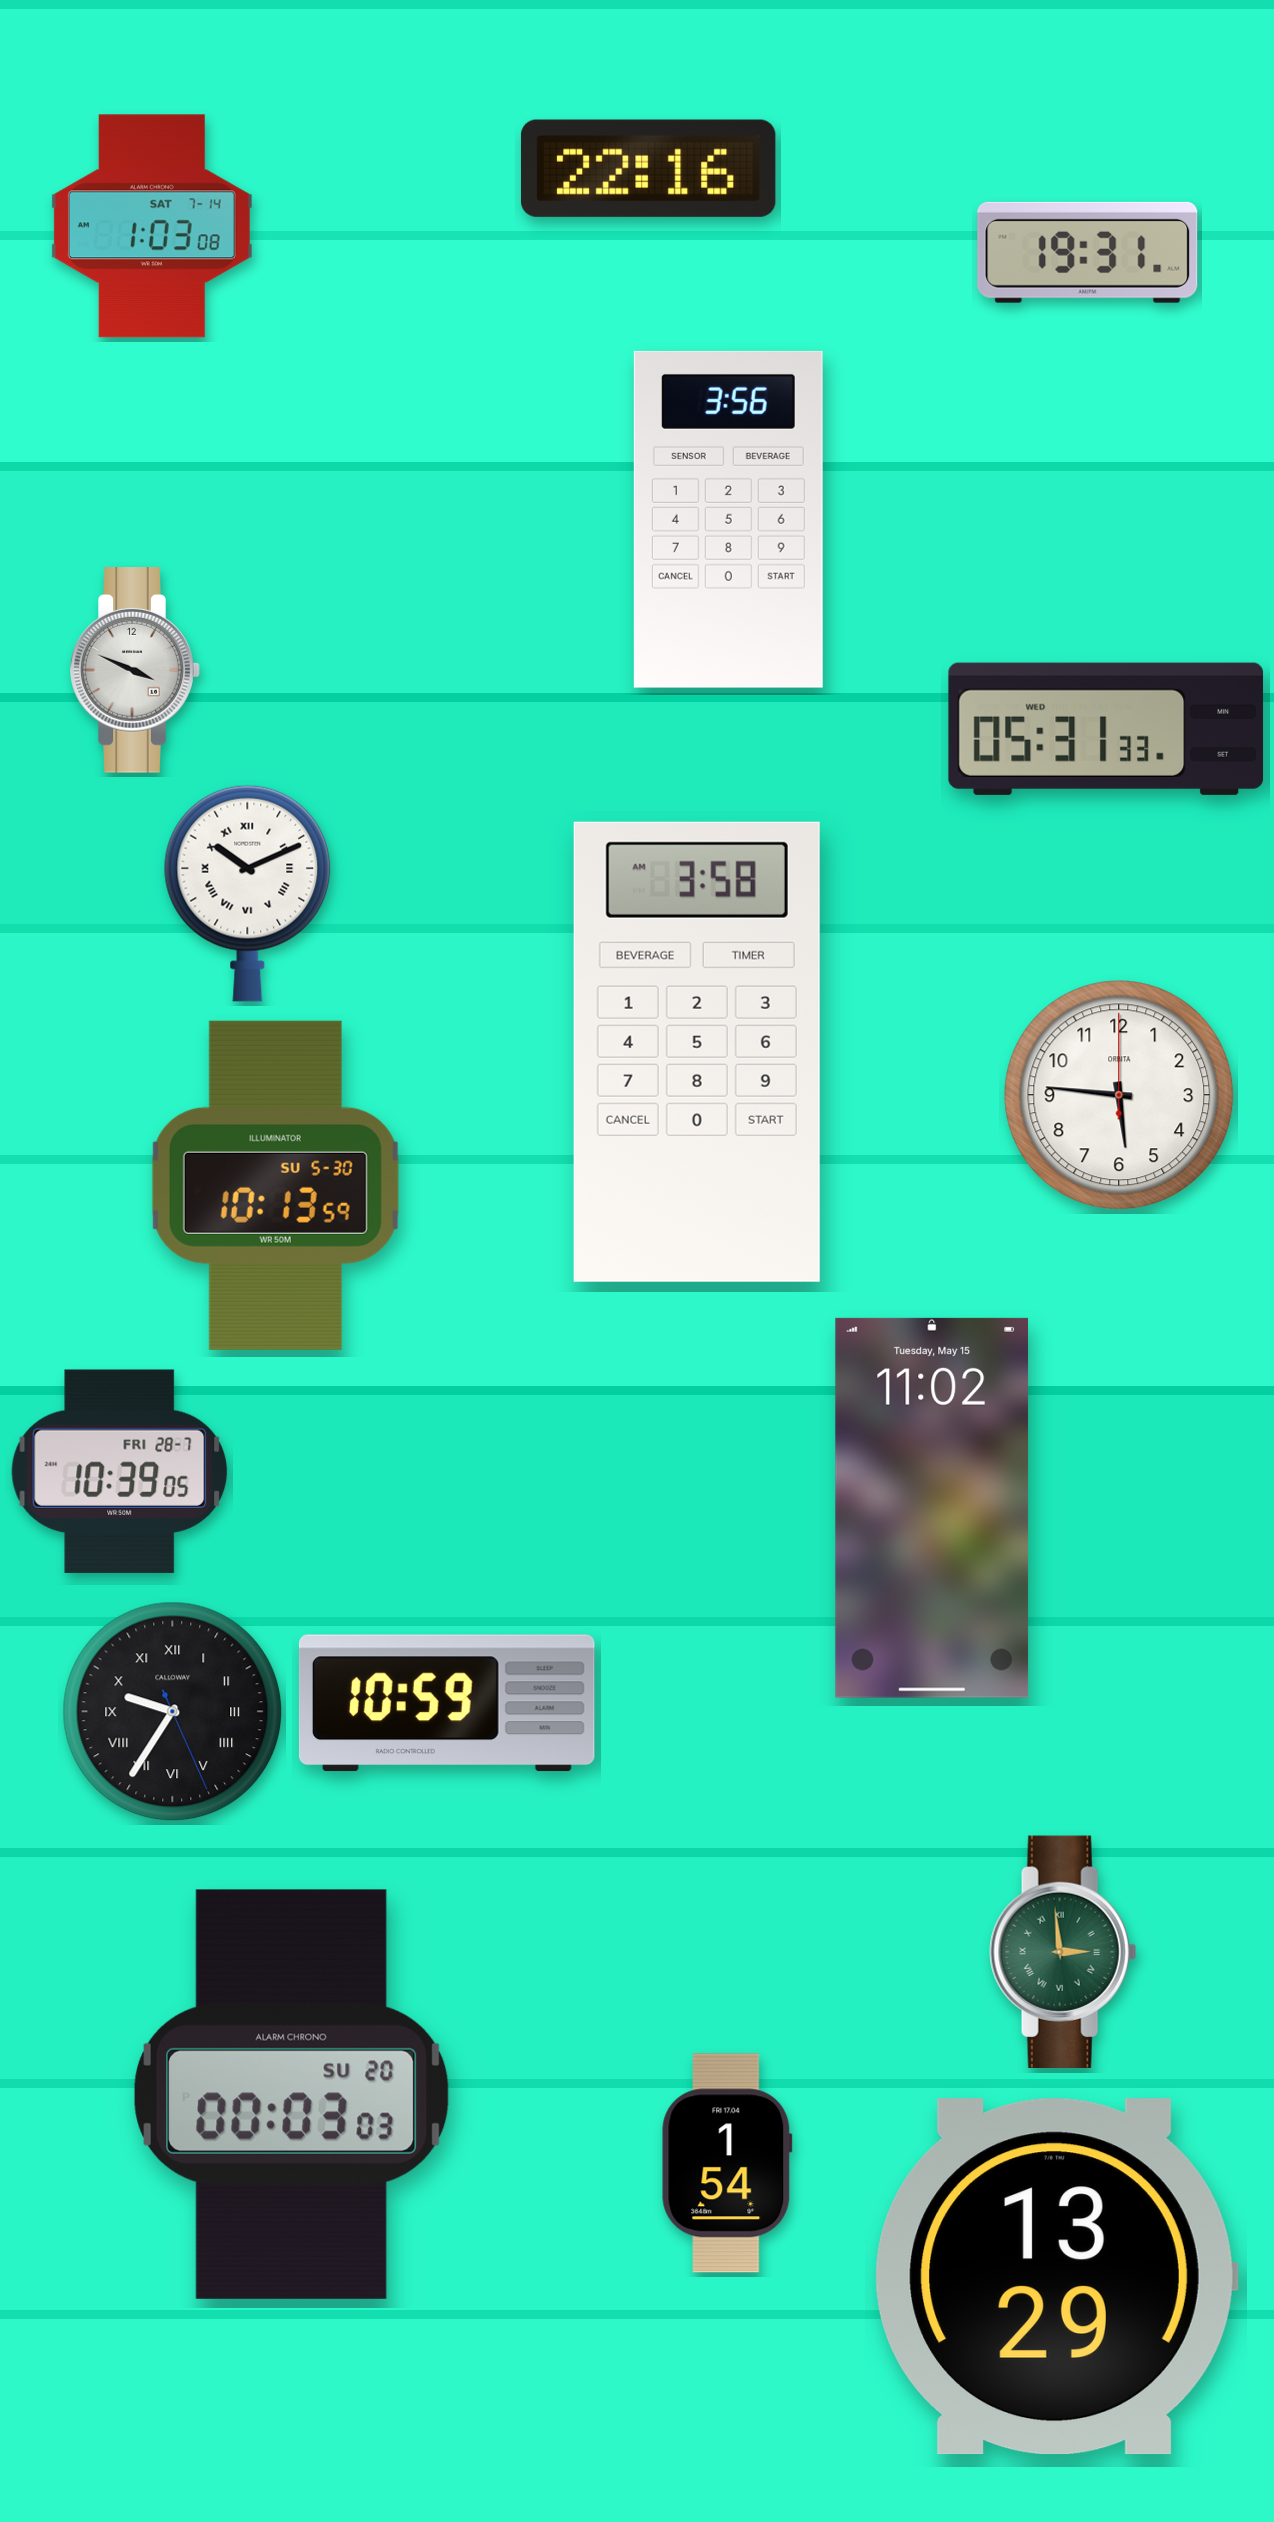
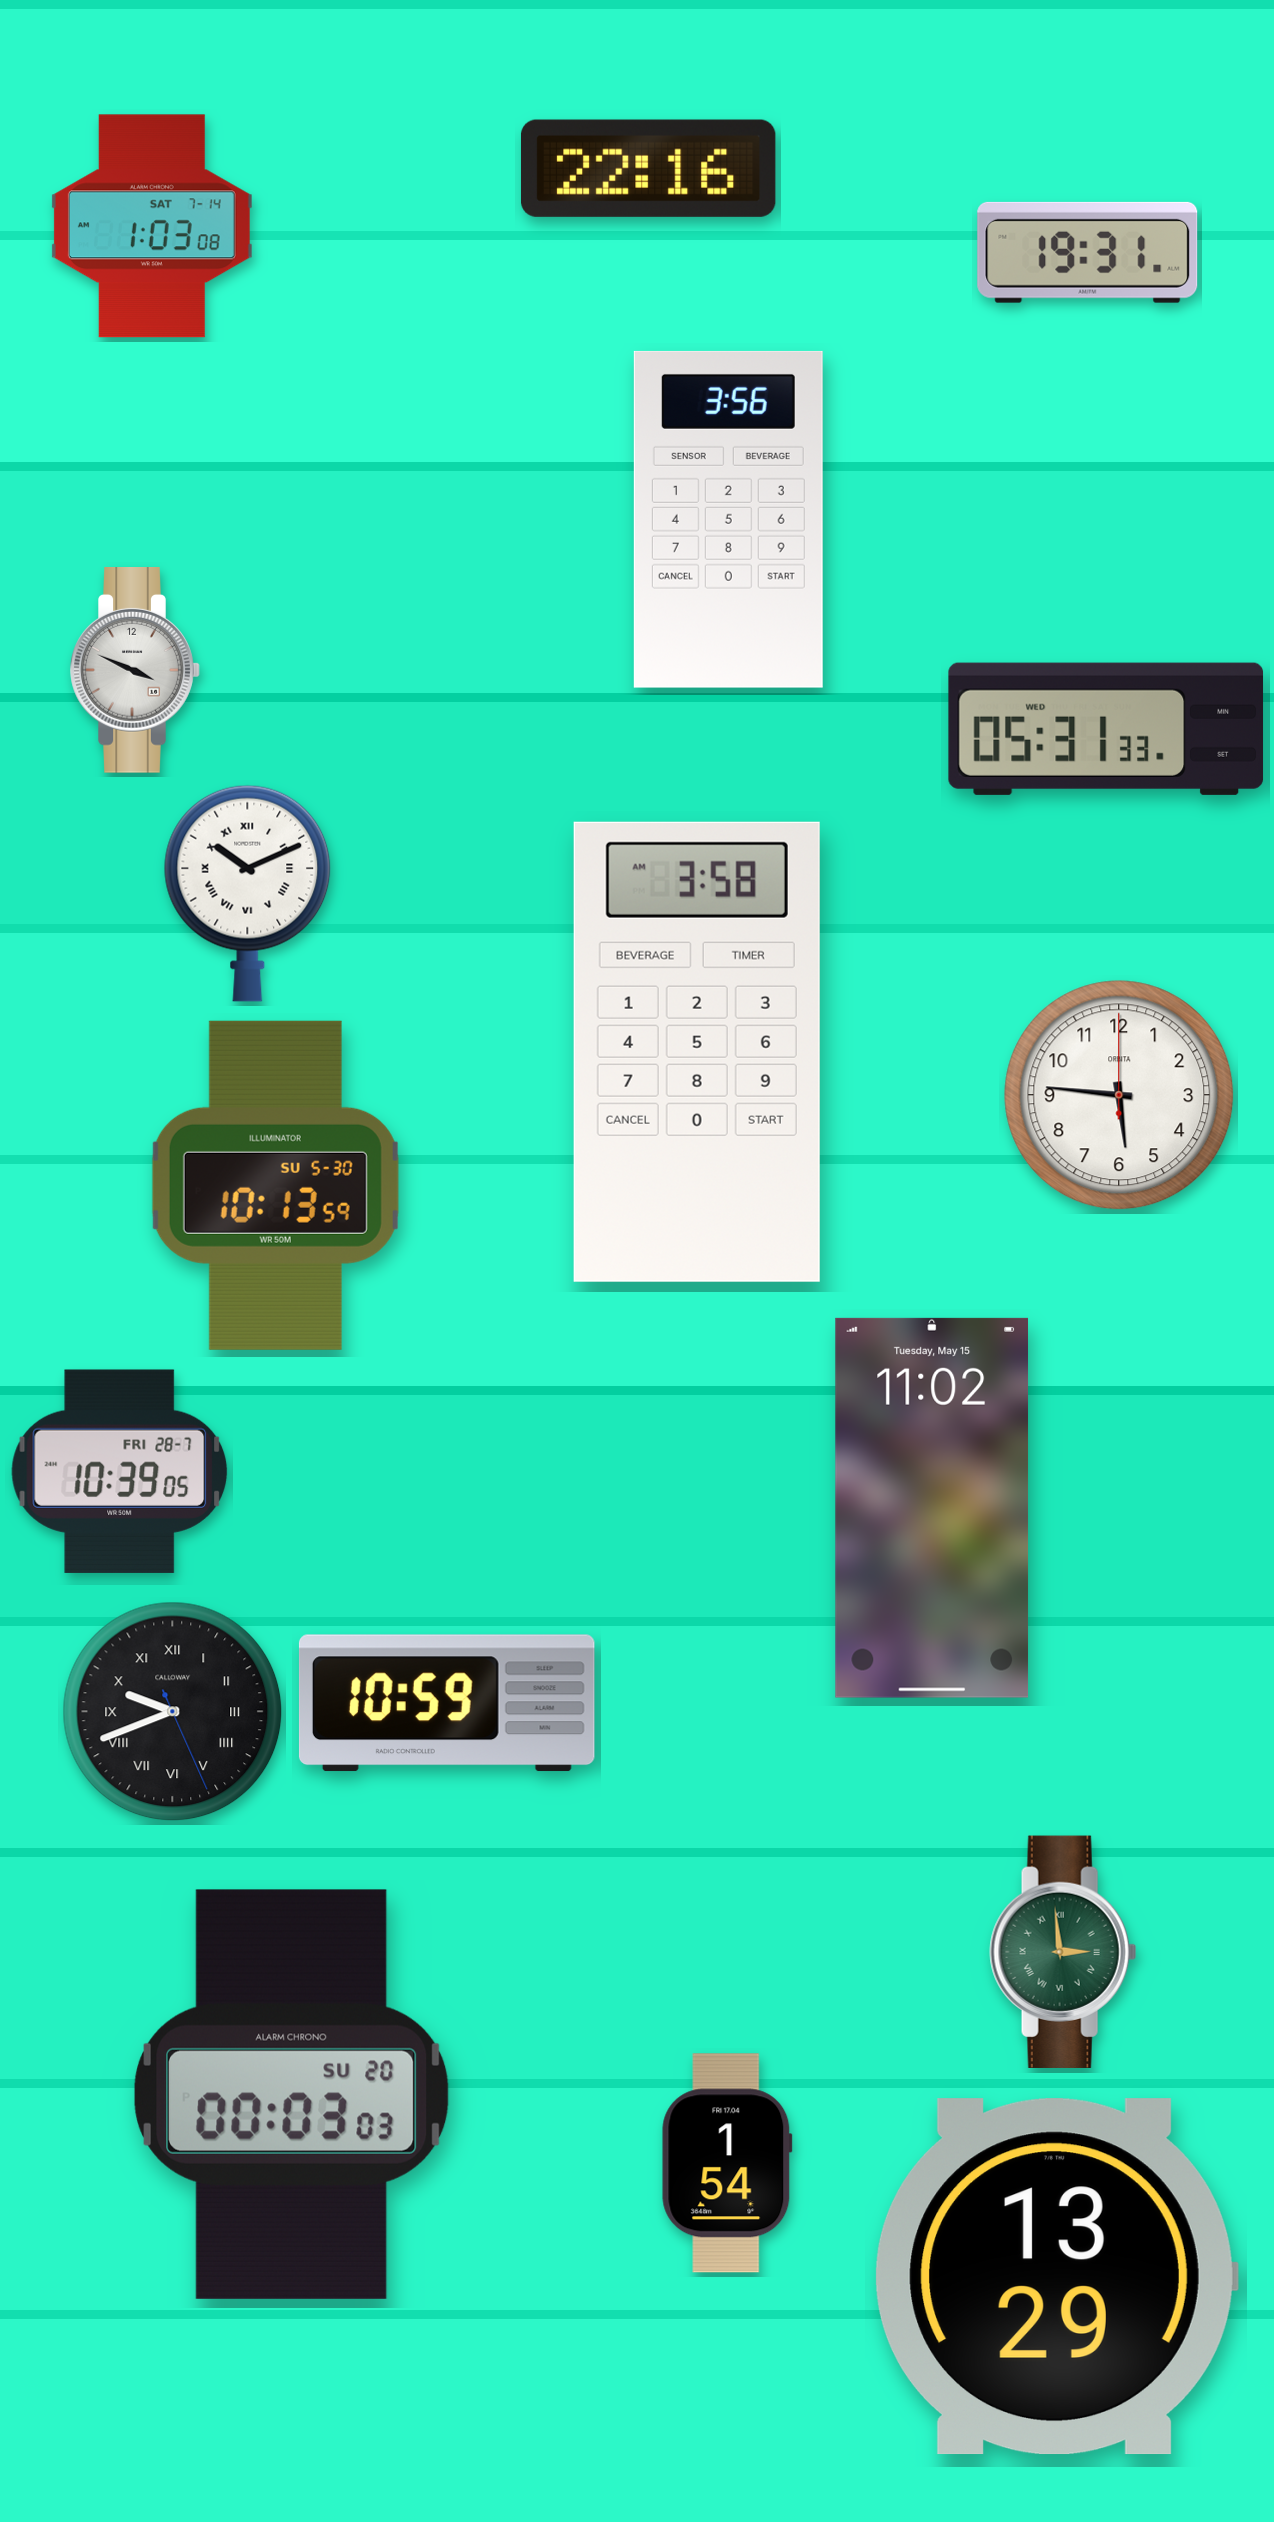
clock at (173, 1712): 9:35 -> 9:41
